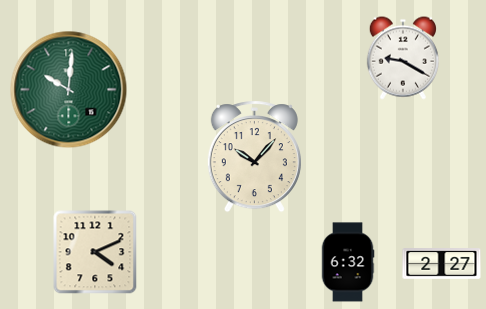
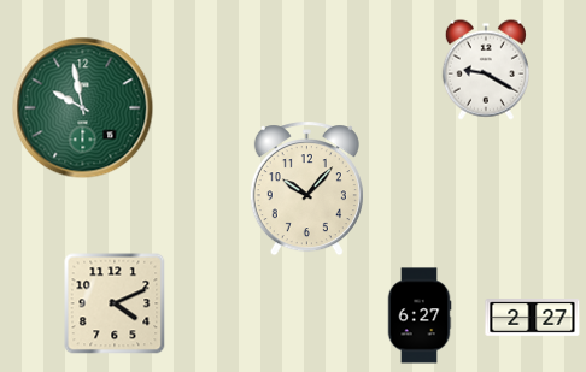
clock at (69, 90): 10:01 -> 9:58
clock at (348, 262): 6:32 -> 6:27
